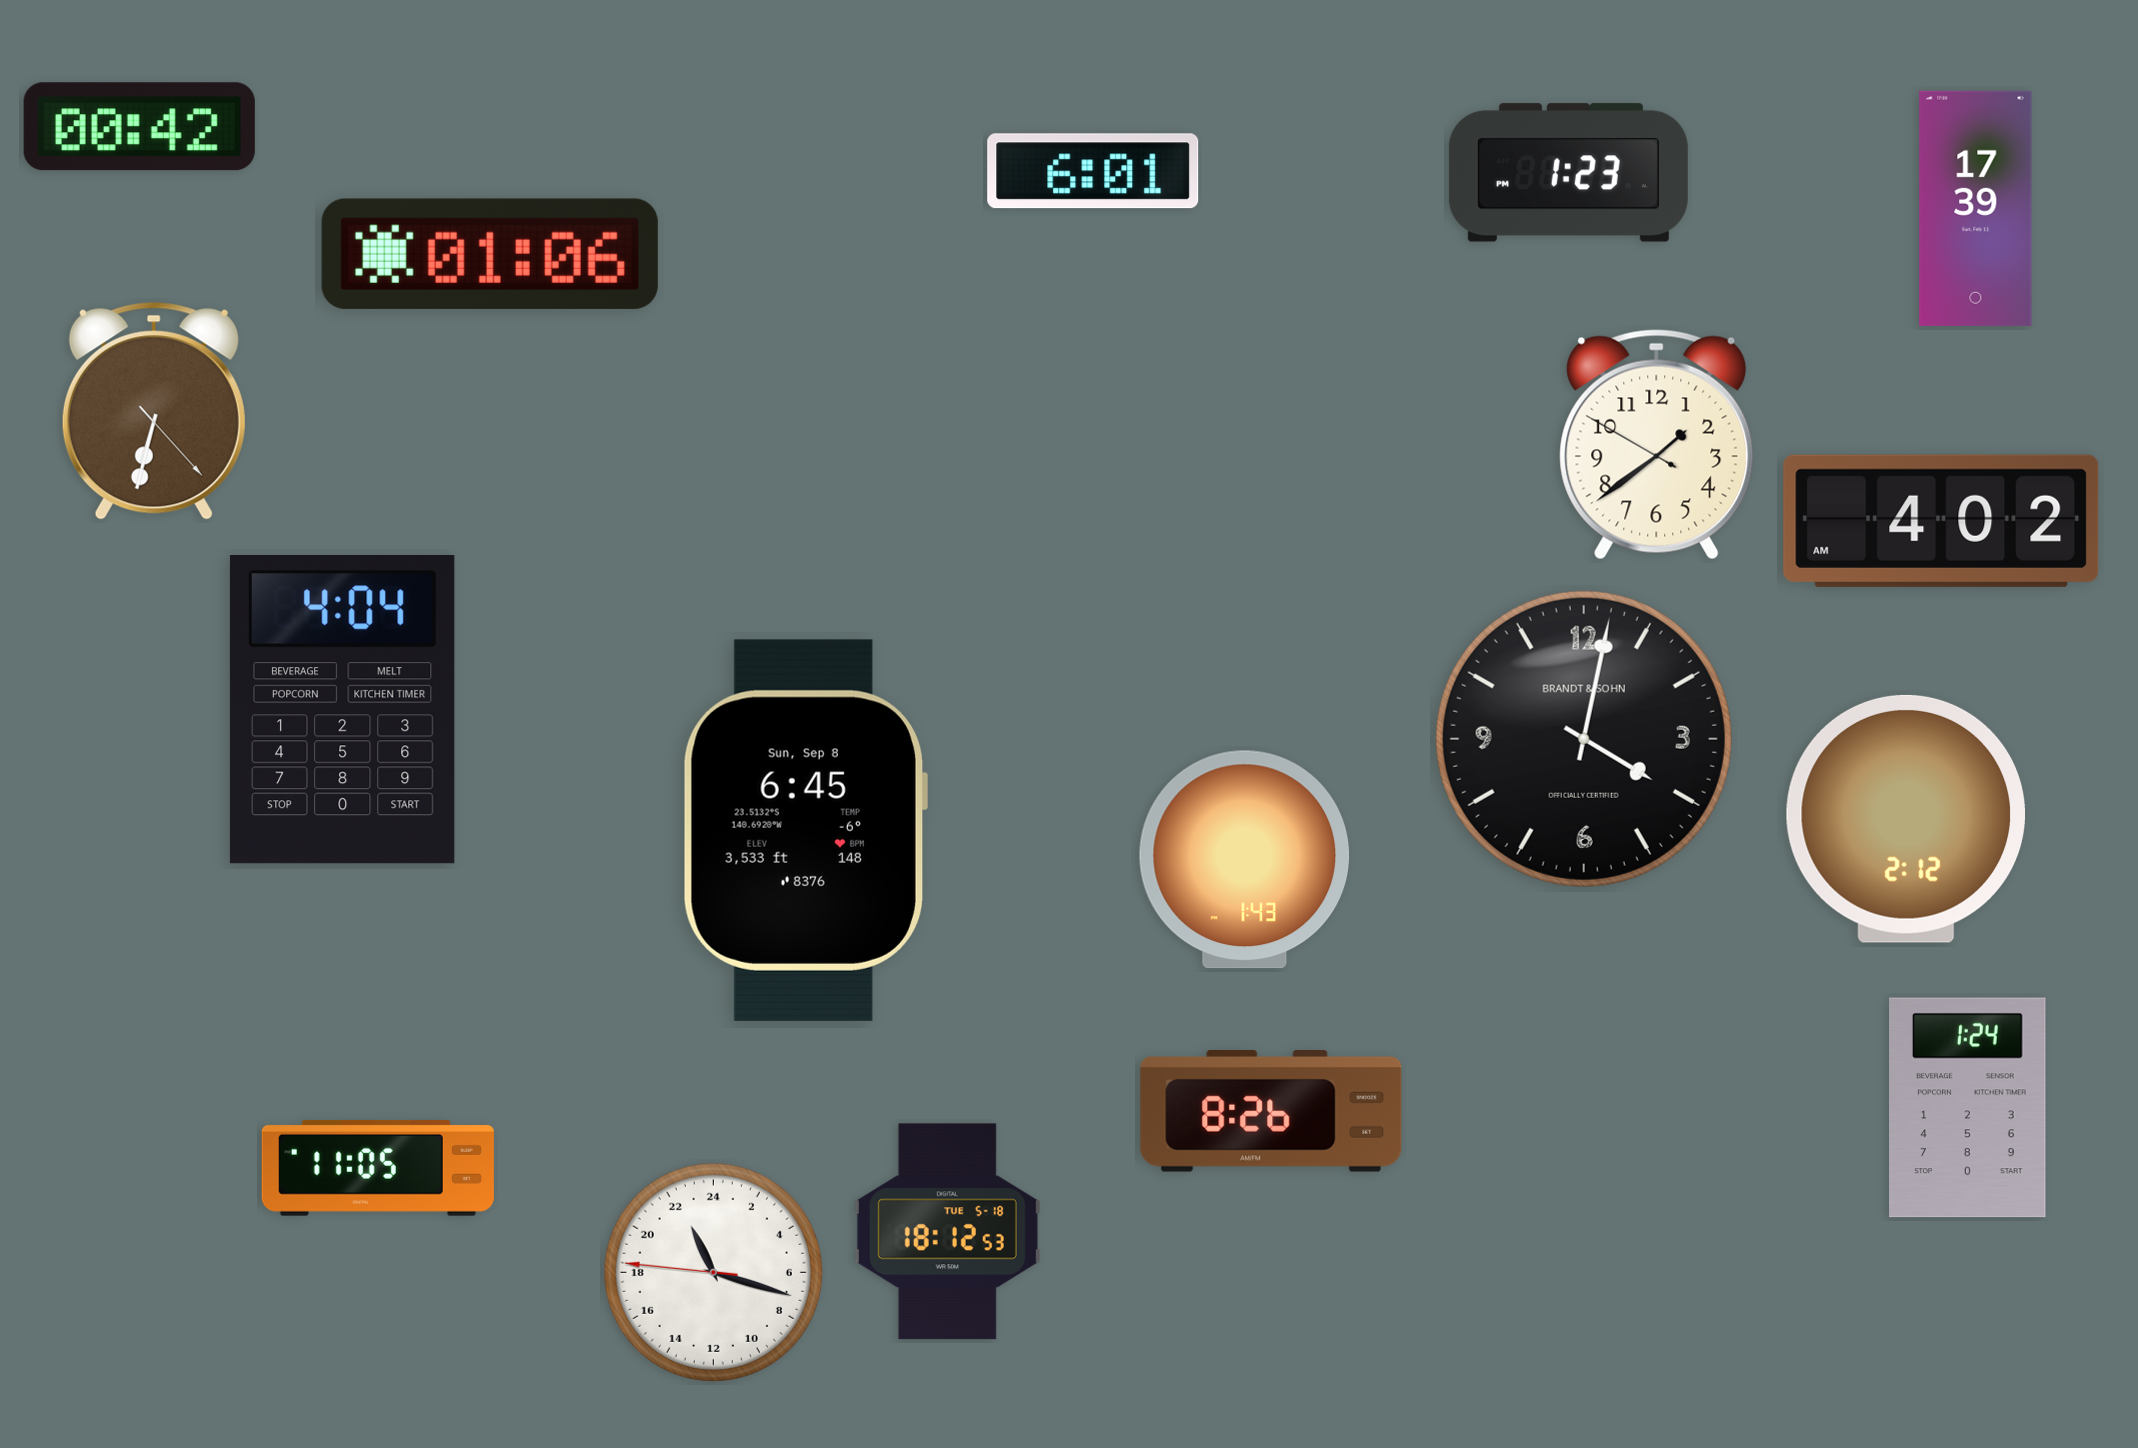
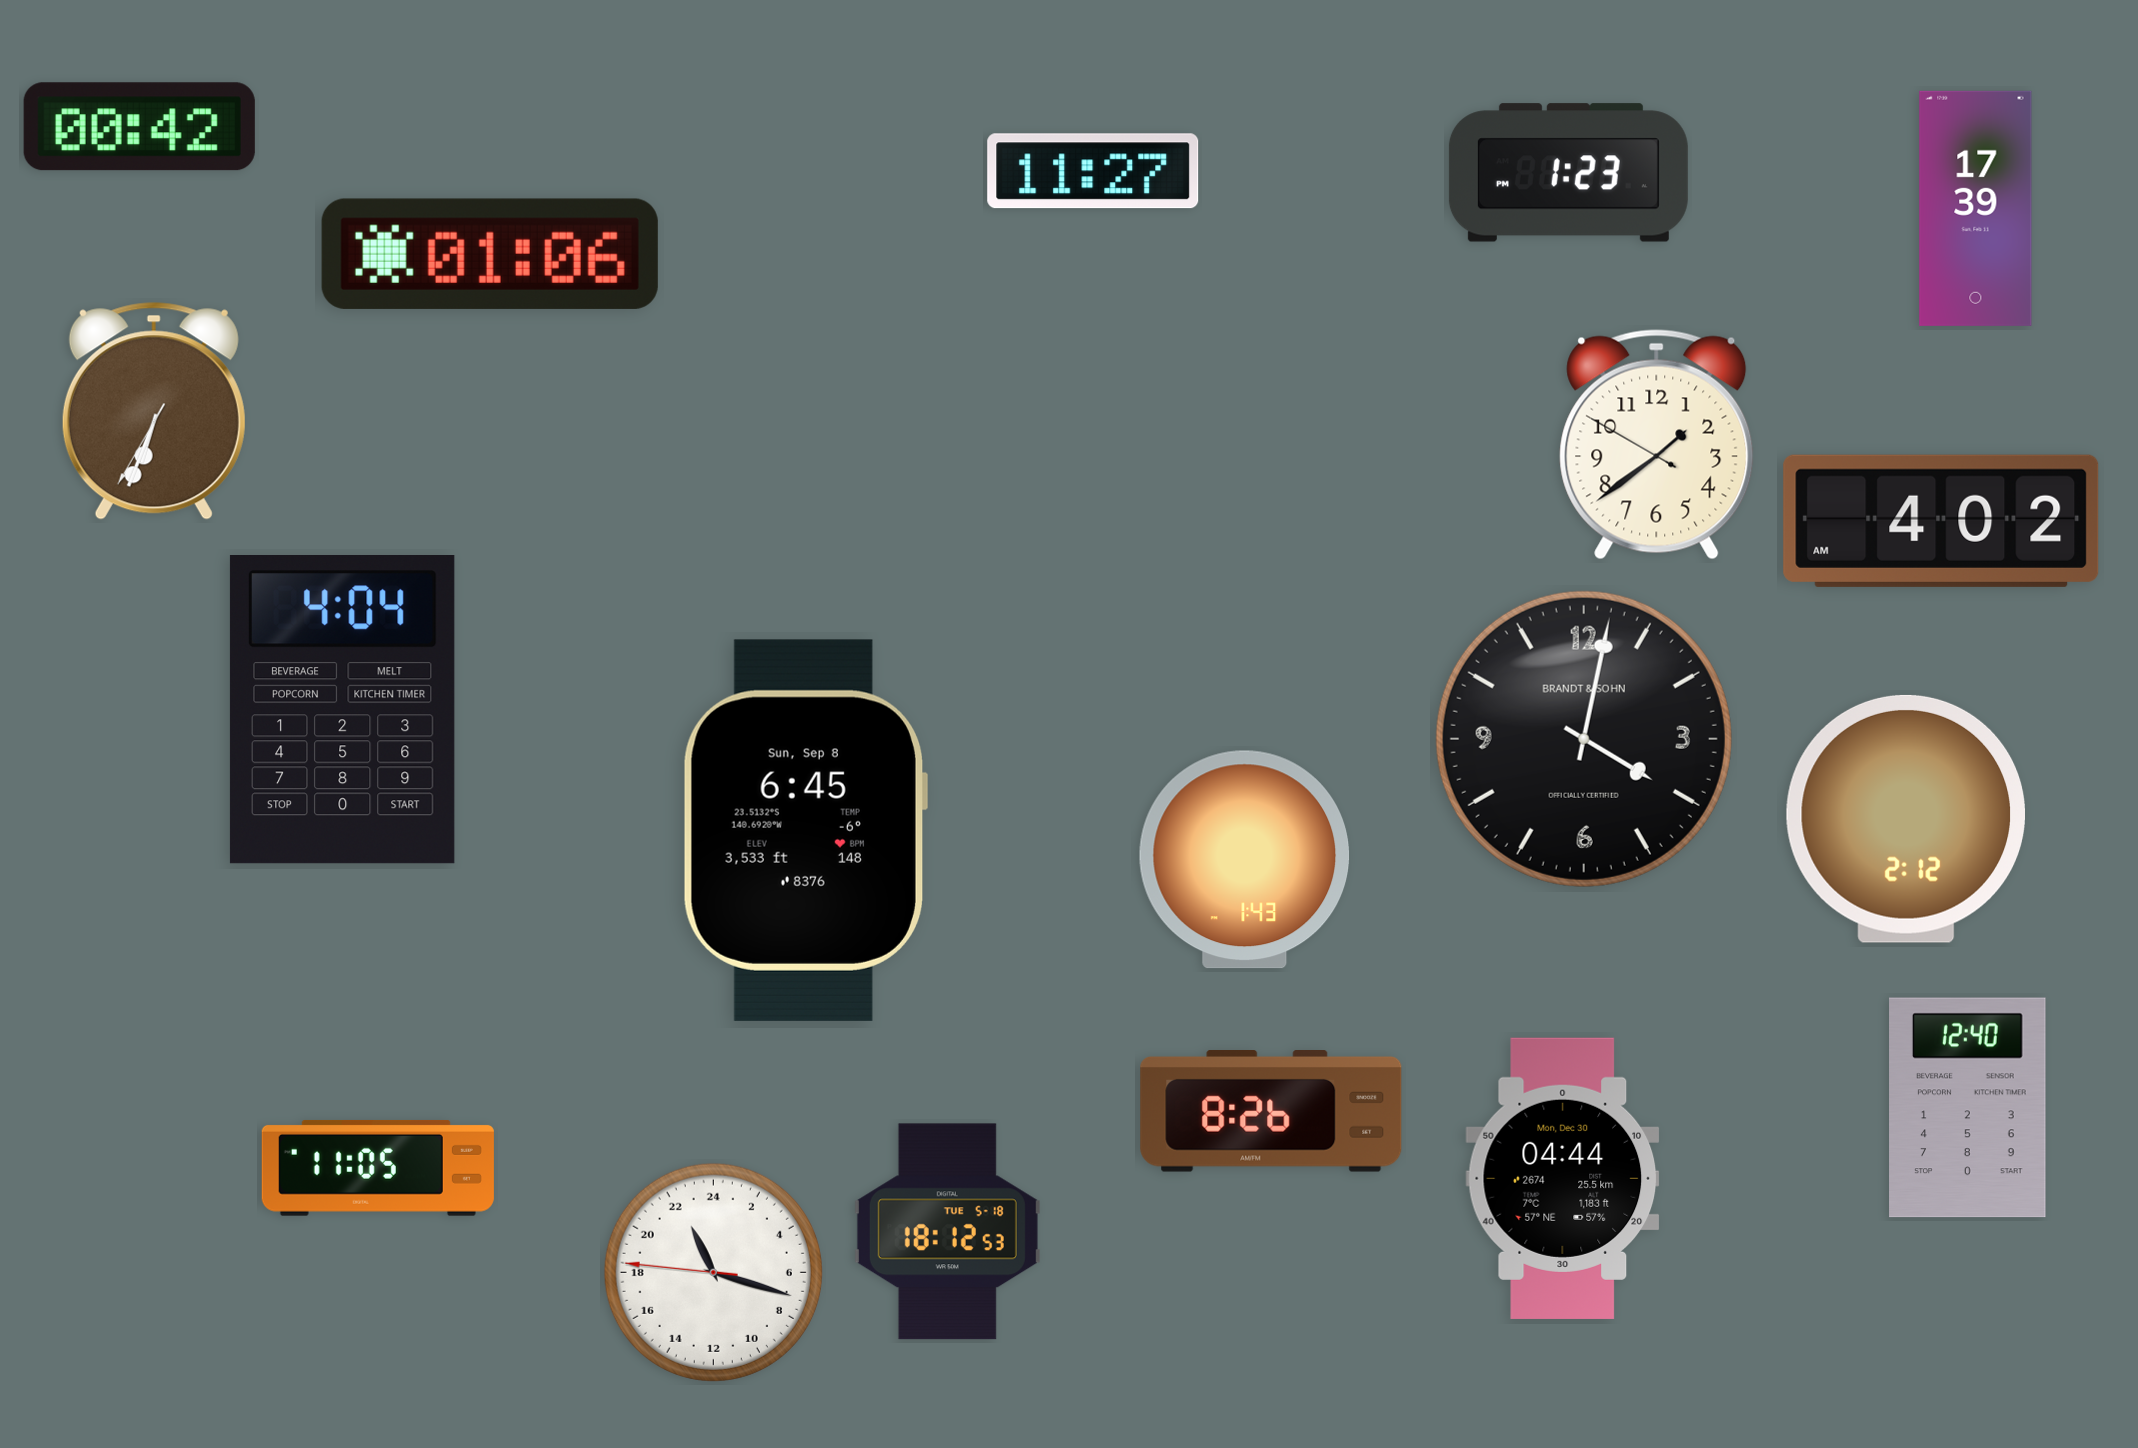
clock at (1093, 171): 6:01 -> 11:27
clock at (154, 411): 6:32 -> 6:33
clock at (1968, 1108): 1:24 -> 12:40
clock at (1563, 1178): none -> 04:44
